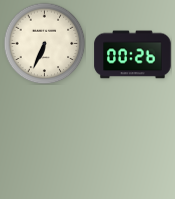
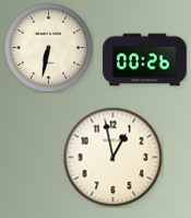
clock at (44, 43): 6:34 -> 6:32
clock at (112, 157): none -> 12:58
